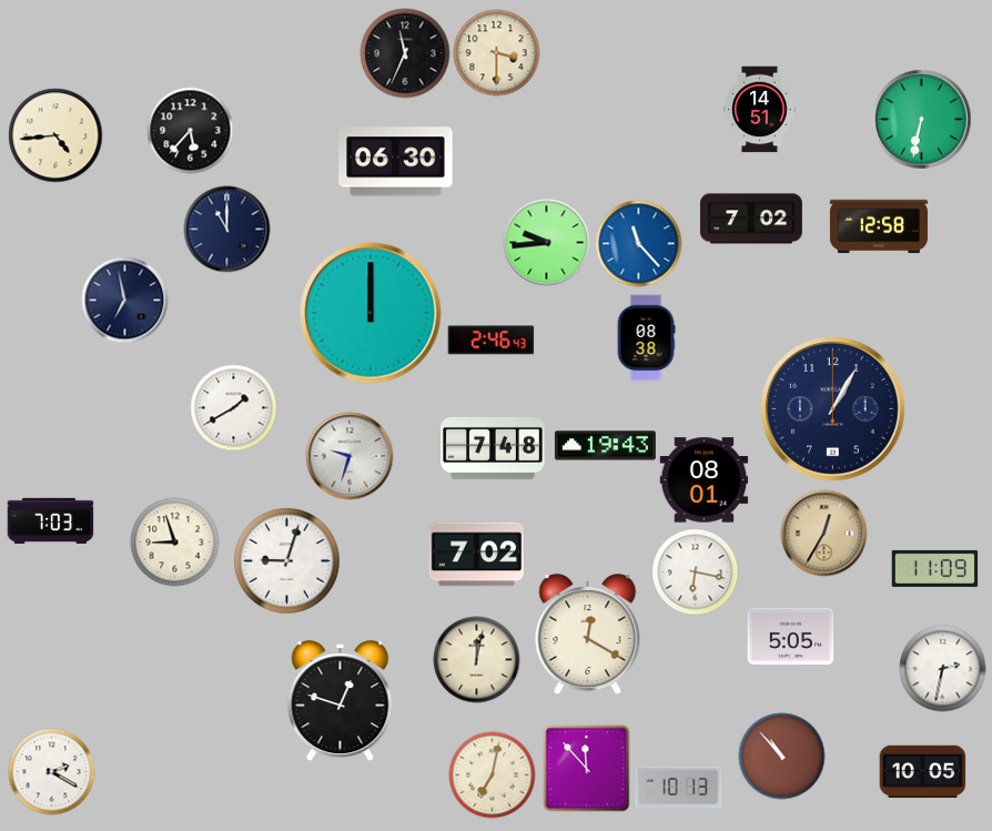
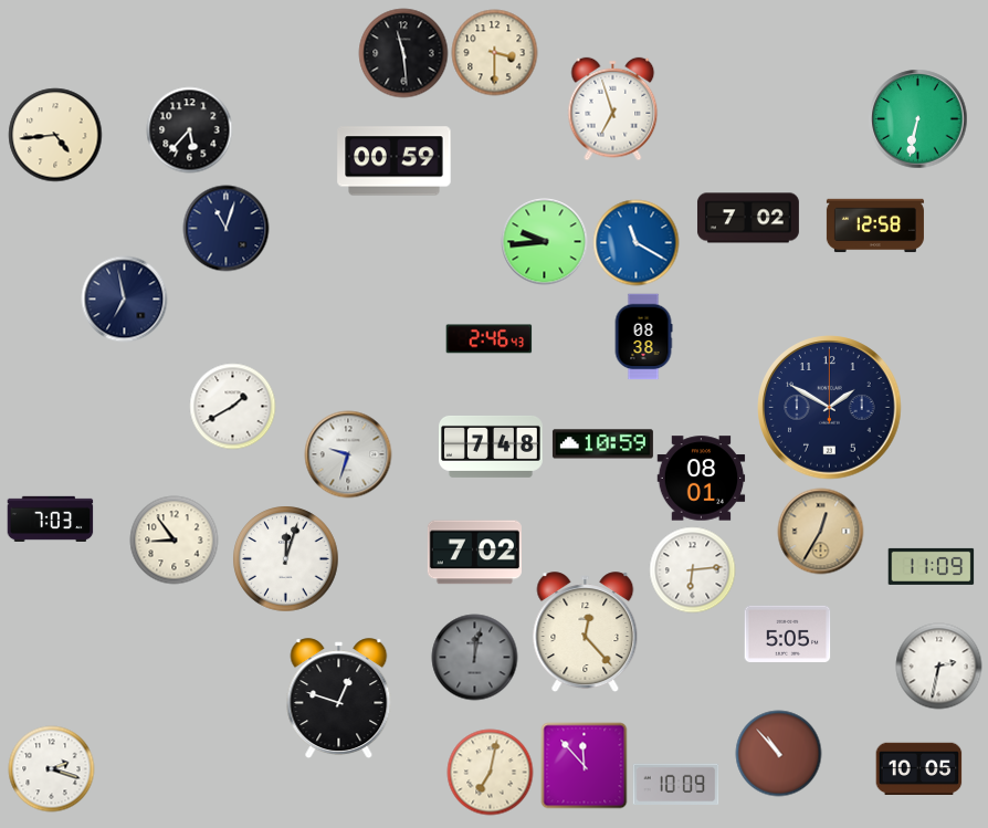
clock at (405, 53): 11:34 -> 11:29
clock at (613, 108): none -> 6:57
clock at (760, 109): 14:51 -> none
clock at (396, 162): 06:30 -> 00:59
clock at (226, 229): 11:00 -> 11:03
clock at (638, 243): 11:23 -> 11:20
clock at (371, 313): 12:00 -> none
clock at (833, 409): 1:05 -> 1:50
clock at (605, 446): 19:43 -> 10:59
clock at (174, 541): 8:57 -> 8:54
clock at (286, 560): 9:03 -> 12:03
clock at (695, 571): 6:17 -> 6:14
clock at (588, 634): 12:20 -> 12:23
clock at (476, 659) dial: cream -> grey
clock at (51, 771): 2:20 -> 2:18
clock at (678, 788): 10:13 -> 10:09
